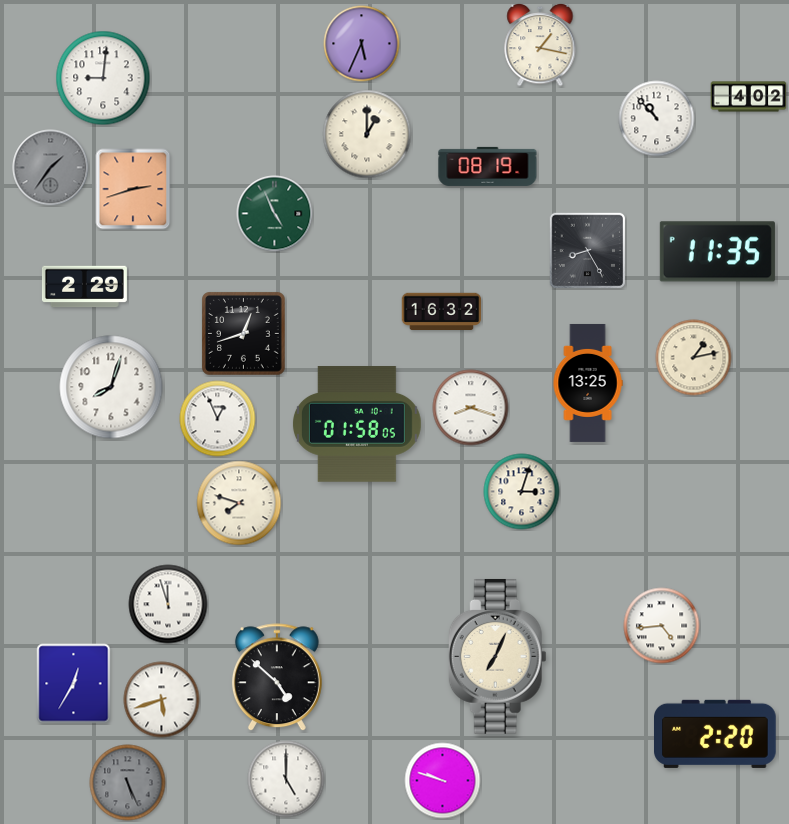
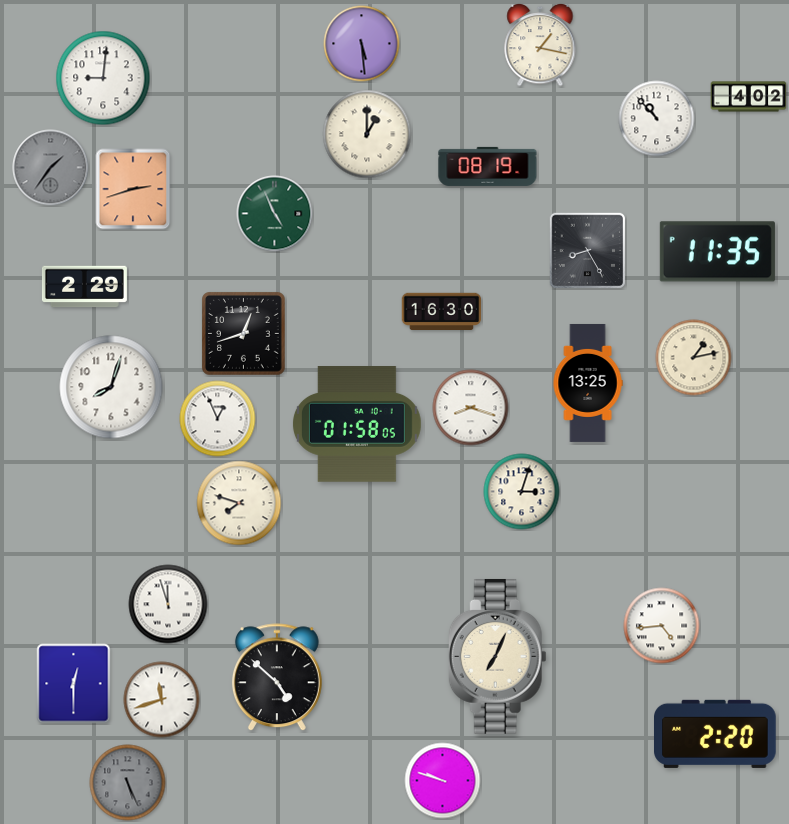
clock at (362, 44): 5:34 -> 5:29
clock at (442, 312): 16:32 -> 16:30
clock at (74, 684): 12:35 -> 12:30
clock at (162, 700): 5:42 -> 11:42
clock at (286, 779): 5:00 -> none
